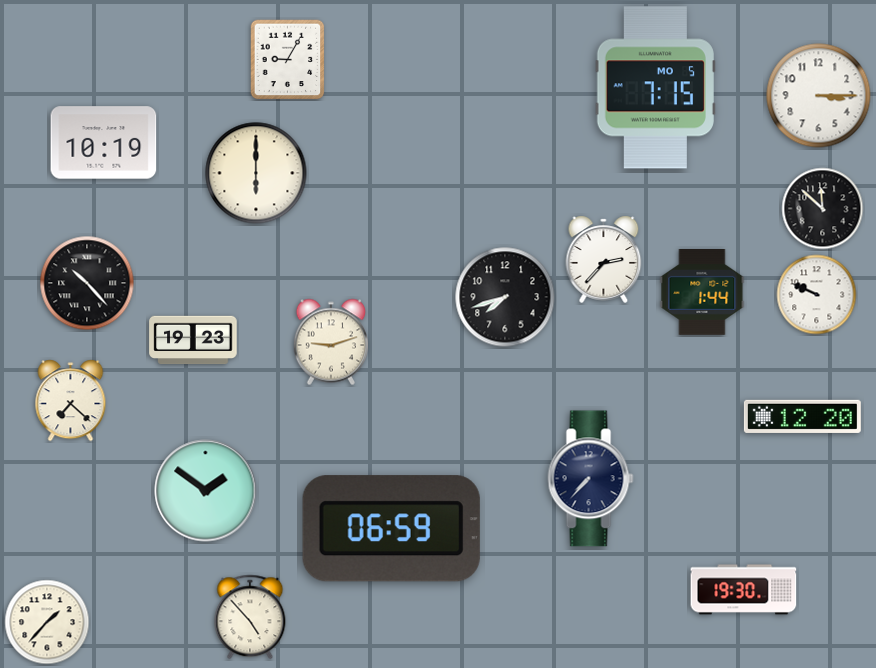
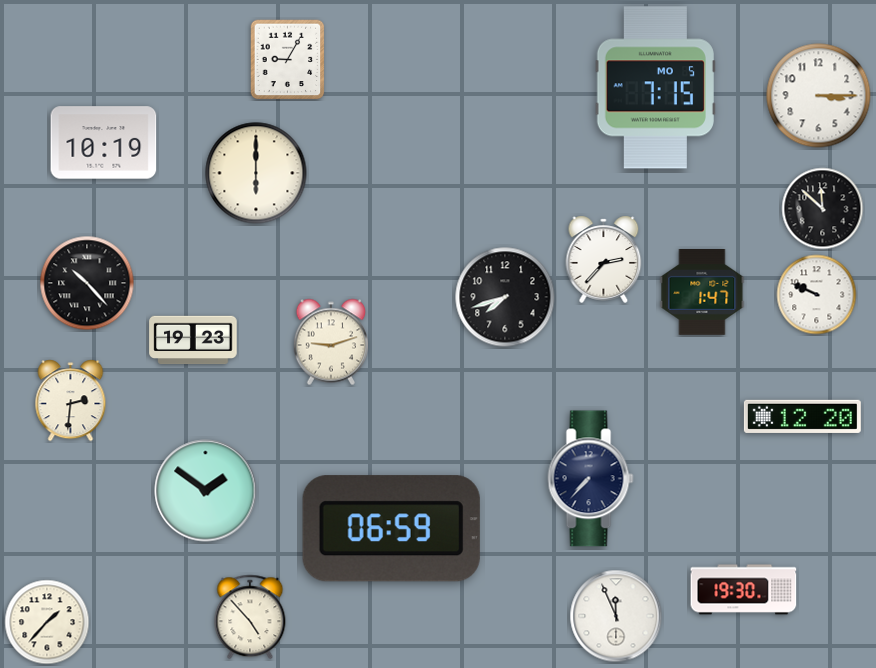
clock at (702, 293): 1:44 -> 1:47
clock at (71, 401): 7:22 -> 2:31
clock at (616, 616): none -> 11:56
